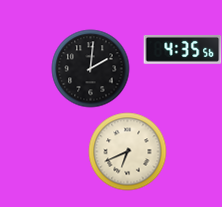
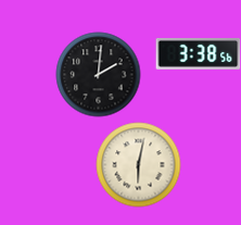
clock at (182, 49): 4:35 -> 3:38
clock at (127, 151): 6:41 -> 6:02
